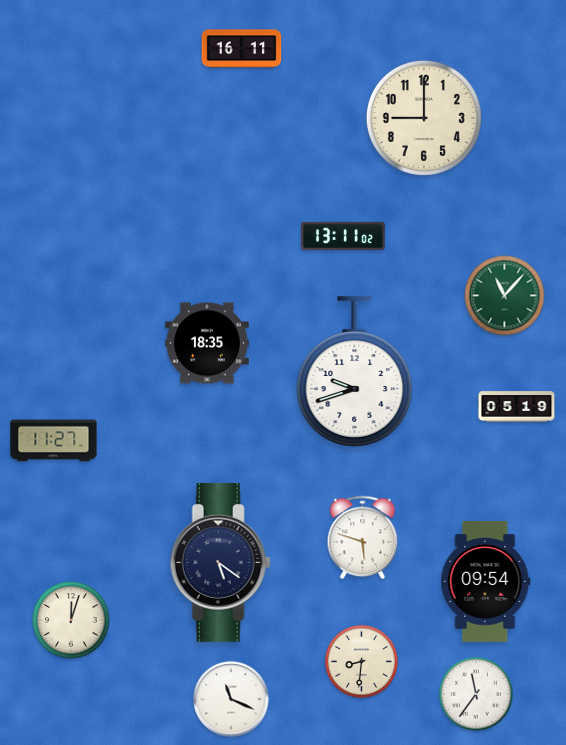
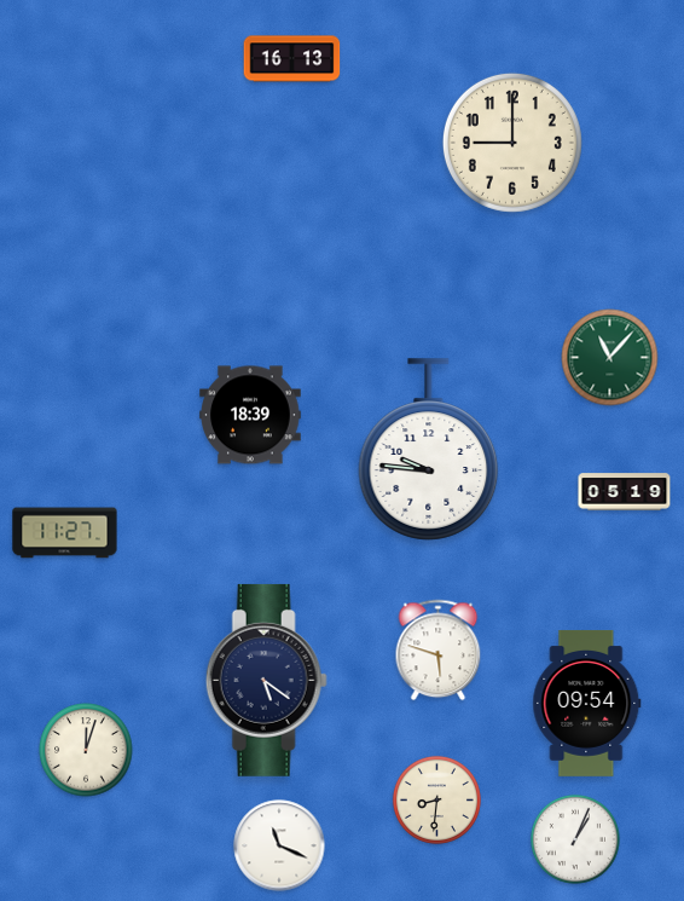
clock at (242, 49): 16:11 -> 16:13
clock at (343, 235): 13:11 -> none
clock at (207, 343): 18:35 -> 18:39
clock at (355, 372): 9:42 -> 9:46
clock at (476, 694): 11:36 -> 1:04
